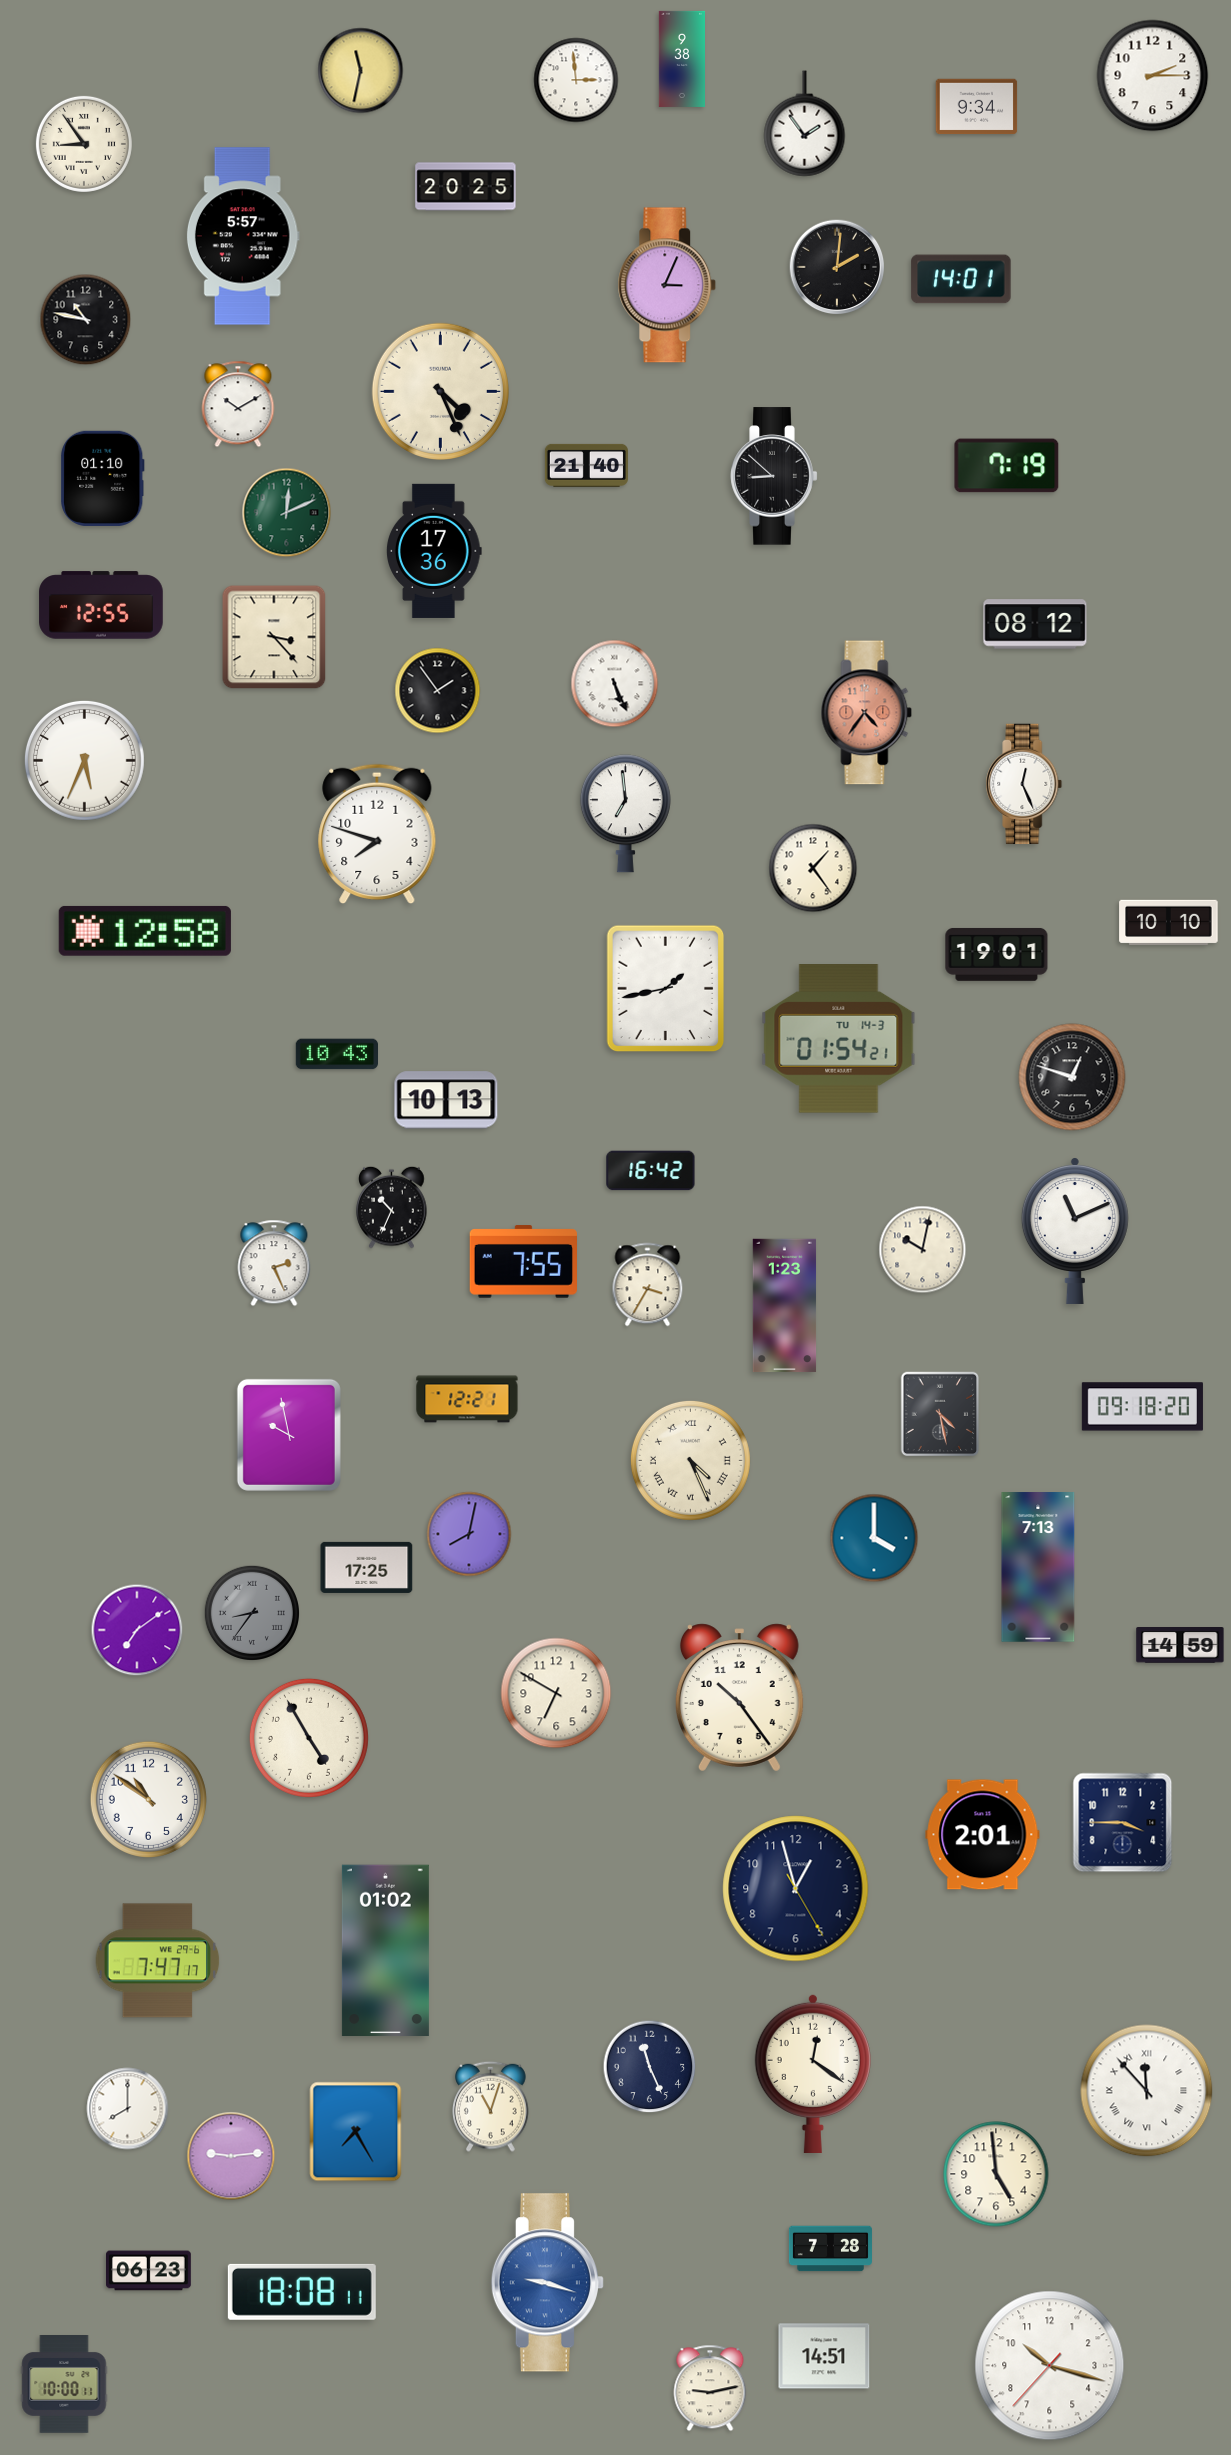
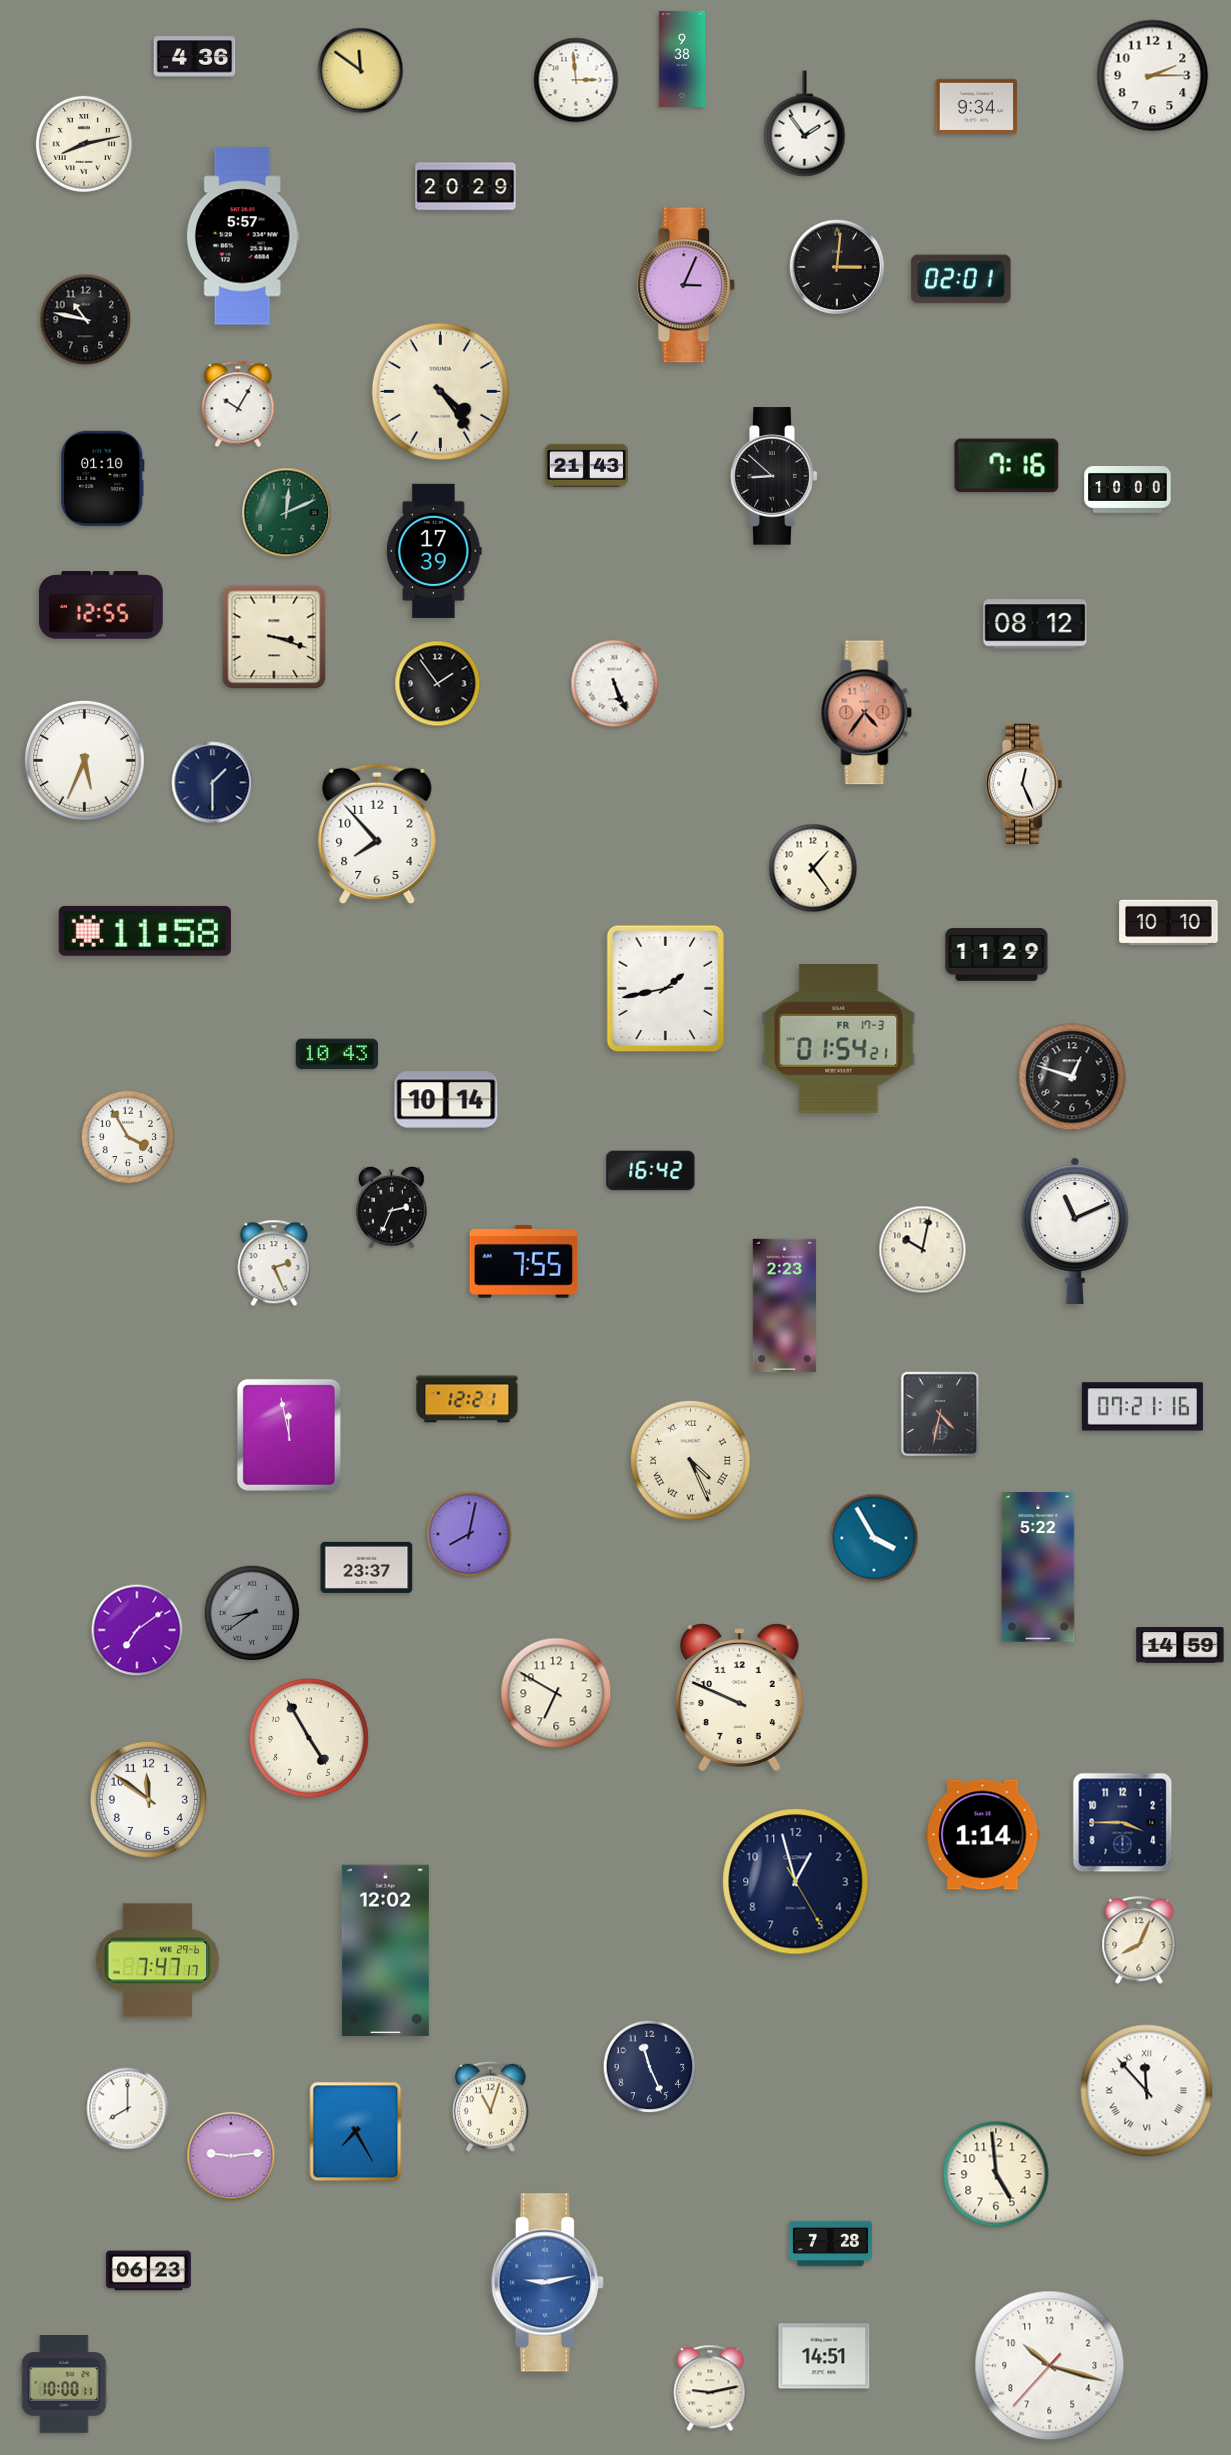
clock at (195, 57): none -> 4:36
clock at (361, 71): 11:32 -> 11:51
clock at (84, 144): 8:54 -> 8:13
clock at (466, 187): 20:25 -> 20:29
clock at (837, 267): 2:01 -> 3:01
clock at (961, 279): 14:01 -> 02:01
clock at (667, 285) position: (667, 285) -> (686, 285)
clock at (440, 391): 4:26 -> 4:24
clock at (238, 404): 10:10 -> 10:05
clock at (586, 465): 21:40 -> 21:43
clock at (1007, 466): 7:19 -> 7:16
clock at (1128, 490): none -> 10:00
clock at (434, 551): 17:36 -> 17:39
clock at (274, 637): 3:23 -> 3:18
clock at (438, 691) position: (438, 691) -> (438, 684)
clock at (213, 783): none -> 1:30
clock at (625, 814): 6:59 -> none
clock at (377, 834): 7:48 -> 7:53
clock at (145, 931): 12:58 -> 11:58
clock at (997, 954): 19:01 -> 11:29
clock at (839, 1039) date: TU 14-3 -> FR 17-3
clock at (446, 1100): 10:13 -> 10:14
clock at (128, 1137): none -> 3:55
clock at (392, 1207): 10:34 -> 2:34
clock at (648, 1285): 3:35 -> none
clock at (785, 1306): 1:23 -> 2:23
clock at (1142, 1407): 09:18 -> 07:21
clock at (940, 1414): 4:28 -> 4:32
clock at (289, 1435): 9:58 -> 11:58
clock at (874, 1538): 4:00 -> 3:55
clock at (367, 1567): 17:25 -> 23:37
clock at (1038, 1567): 7:13 -> 5:22
clock at (251, 1612): 8:36 -> 8:39
clock at (739, 1698): 10:24 -> 9:49
clock at (148, 1799): 10:51 -> 11:51
clock at (983, 1835): 2:01 -> 1:14
clock at (796, 1889) position: (796, 1889) -> (796, 1882)
clock at (1139, 1941): none -> 8:04
clock at (385, 1951): 01:02 -> 12:02
clock at (813, 2074): 12:21 -> none
clock at (830, 2249) position: (830, 2249) -> (830, 2244)
clock at (547, 2283): 9:18 -> 9:13
clock at (302, 2292): 18:08 -> none
